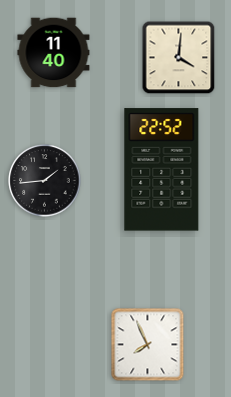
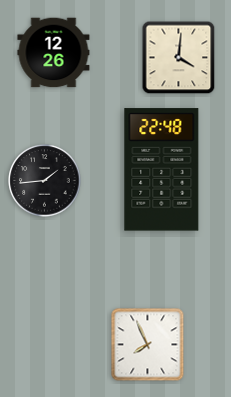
clock at (54, 53): 11:40 -> 12:26
clock at (162, 170): 22:52 -> 22:48
